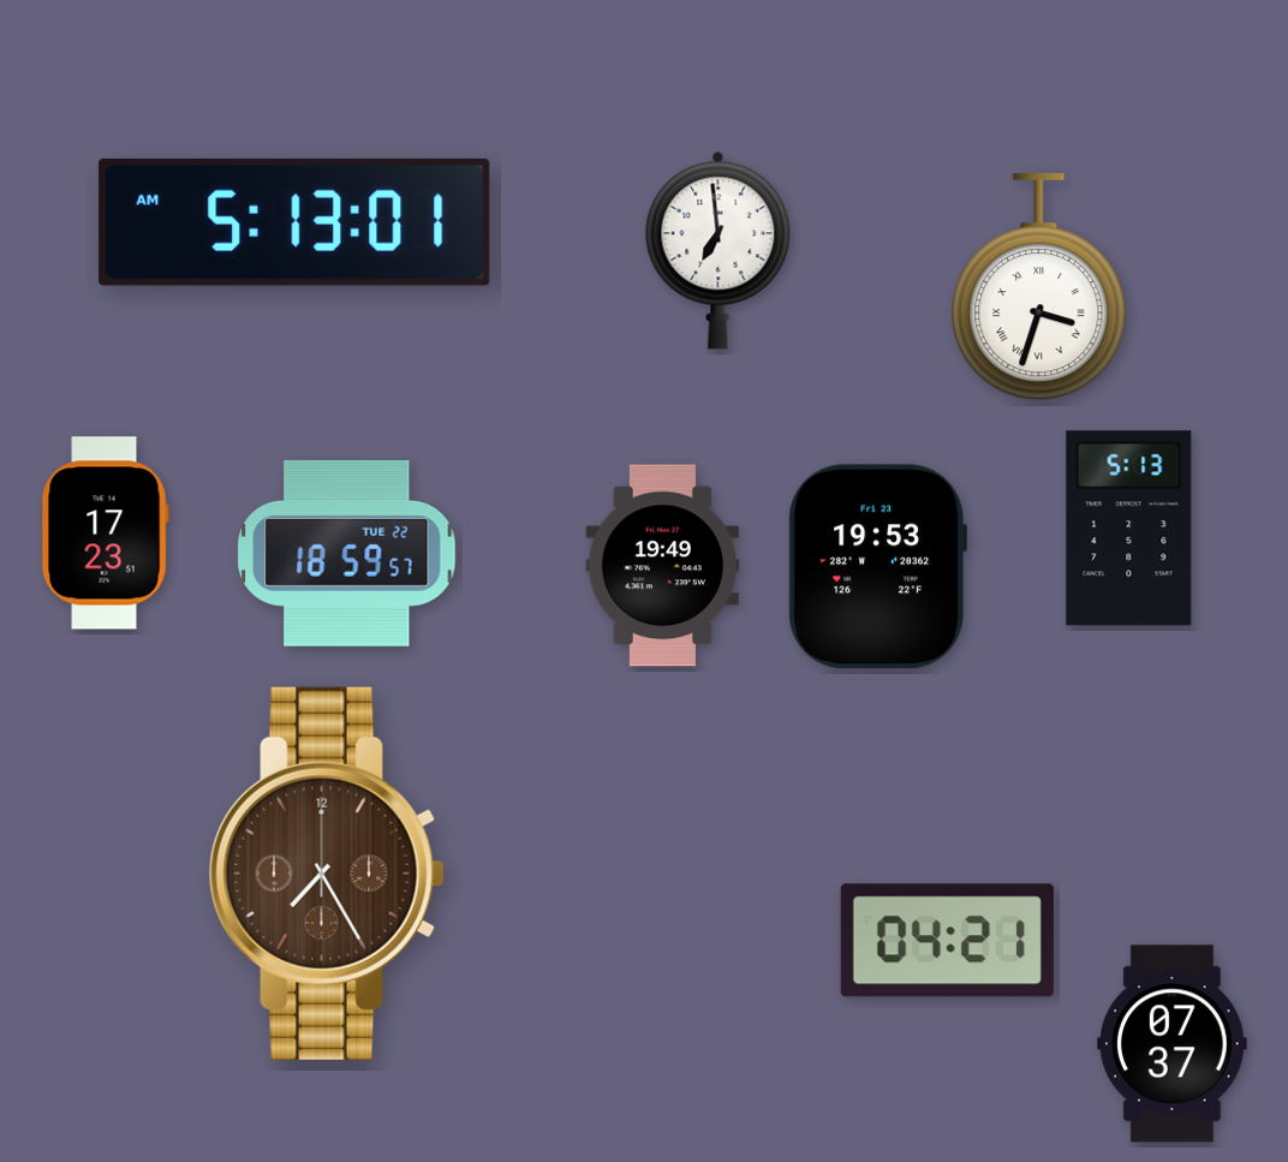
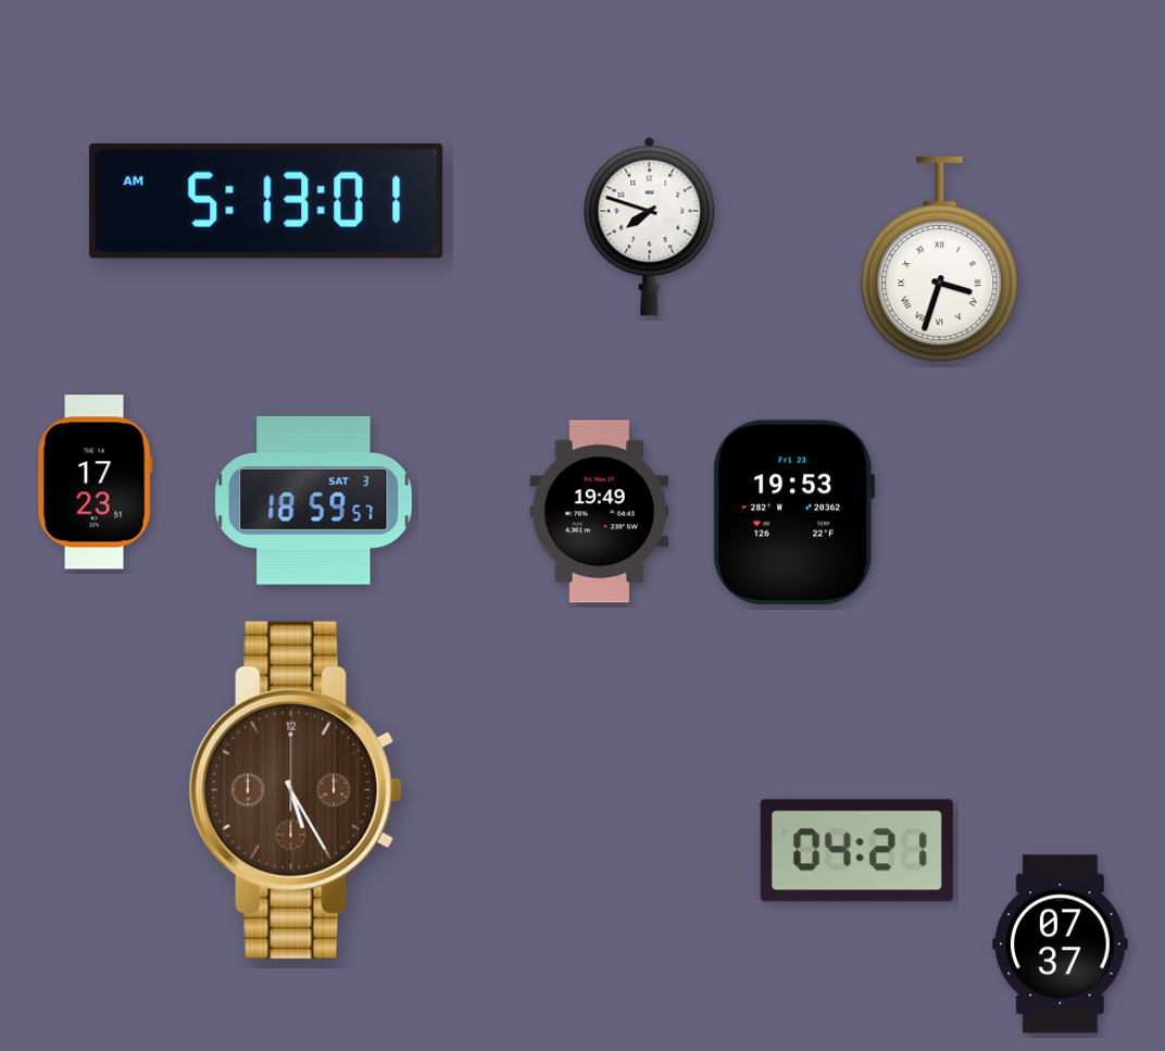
clock at (718, 250): 6:59 -> 7:48
clock at (1129, 529): 5:13 -> none
clock at (347, 553) date: TUE 22 -> SAT 3
clock at (327, 874): 7:25 -> 5:25
